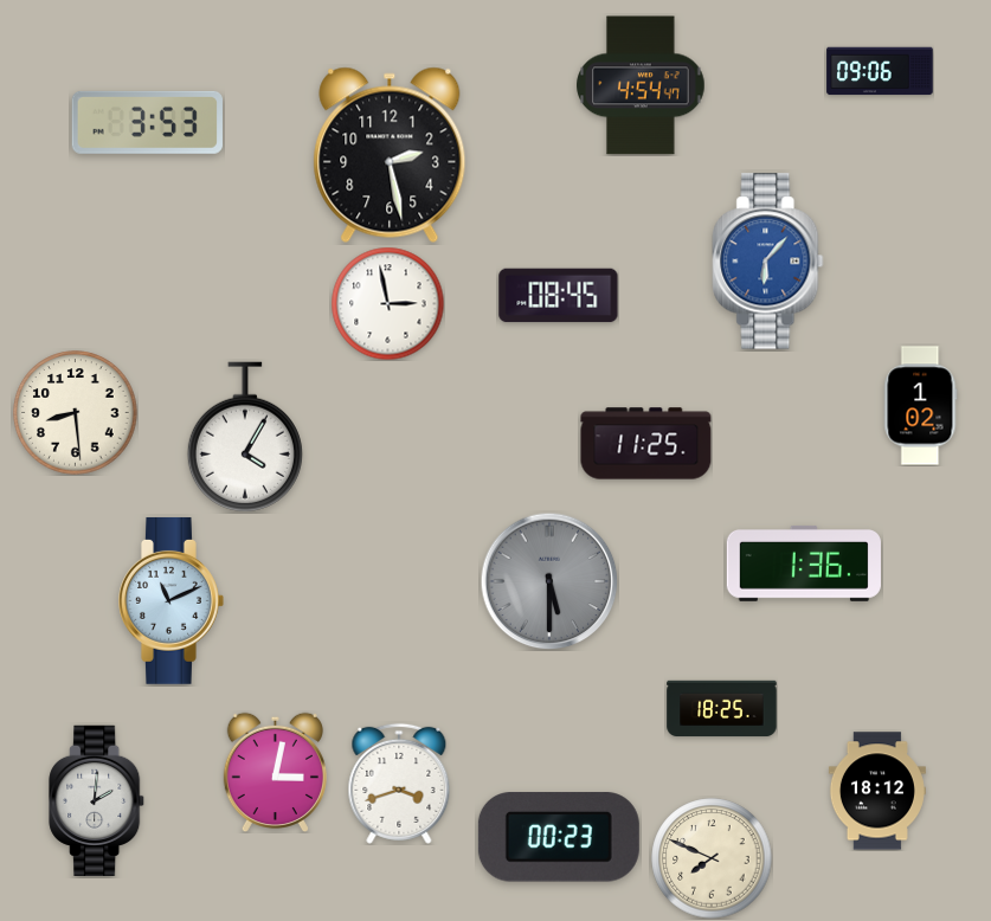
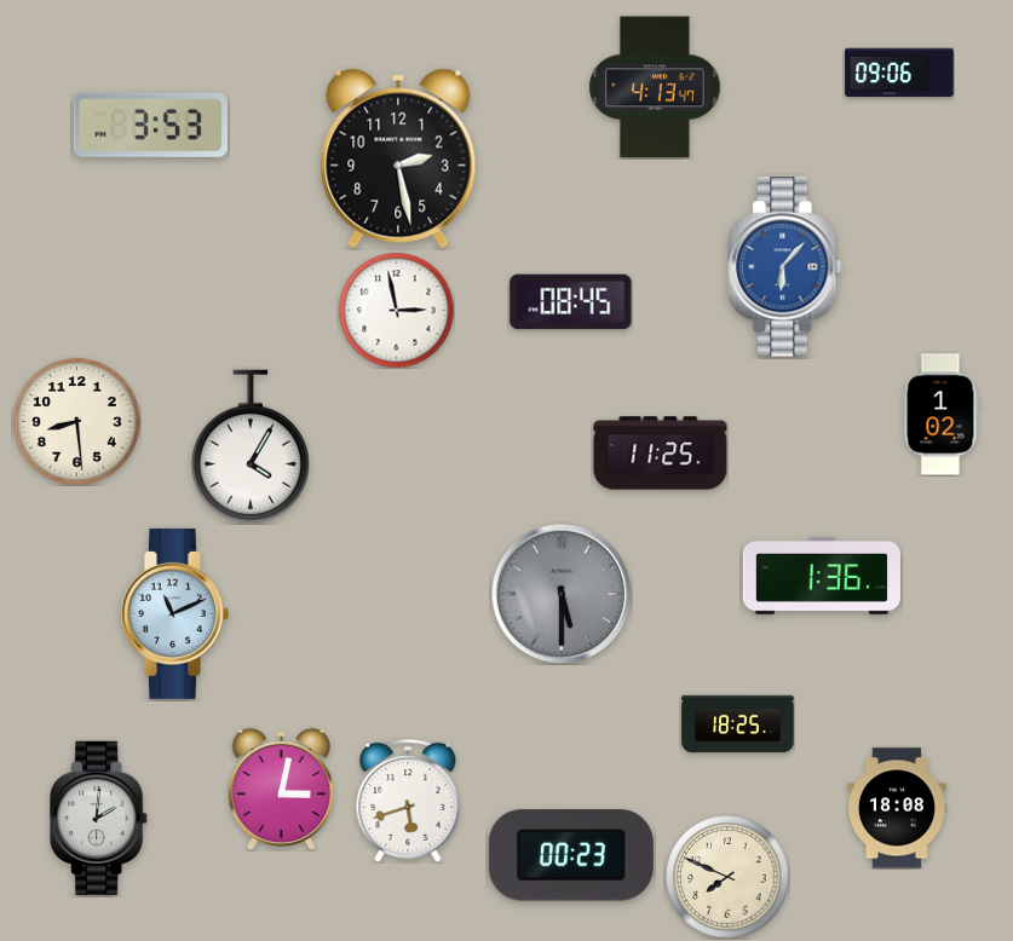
clock at (641, 85): 4:54 -> 4:13
clock at (399, 784): 3:42 -> 5:42
clock at (877, 791): 18:12 -> 18:08
